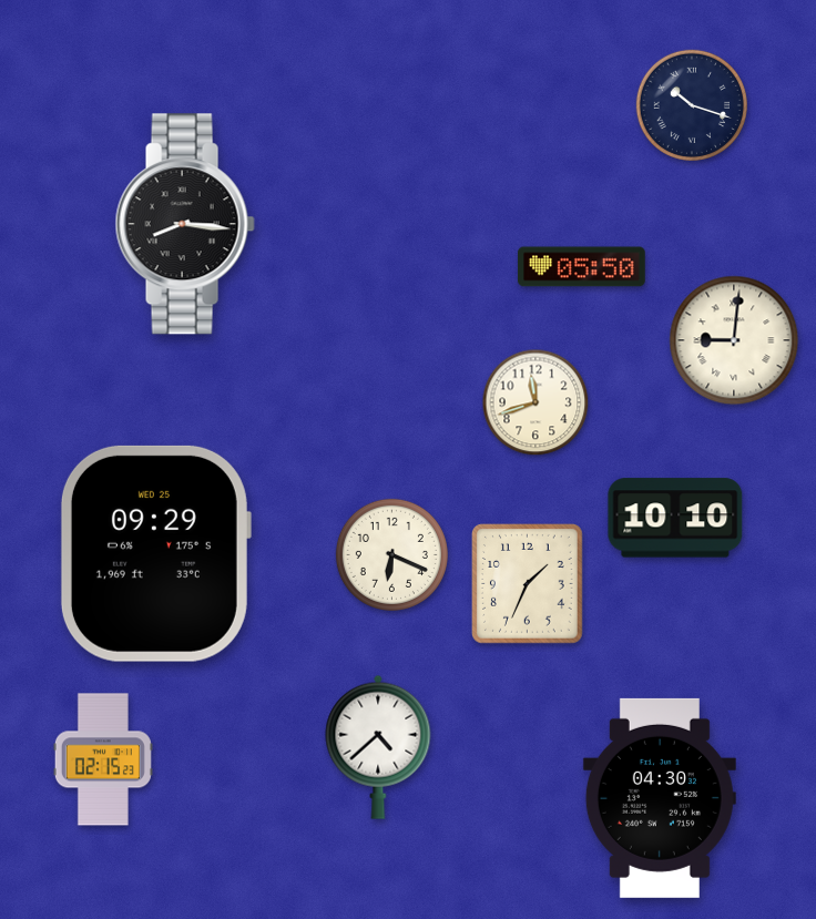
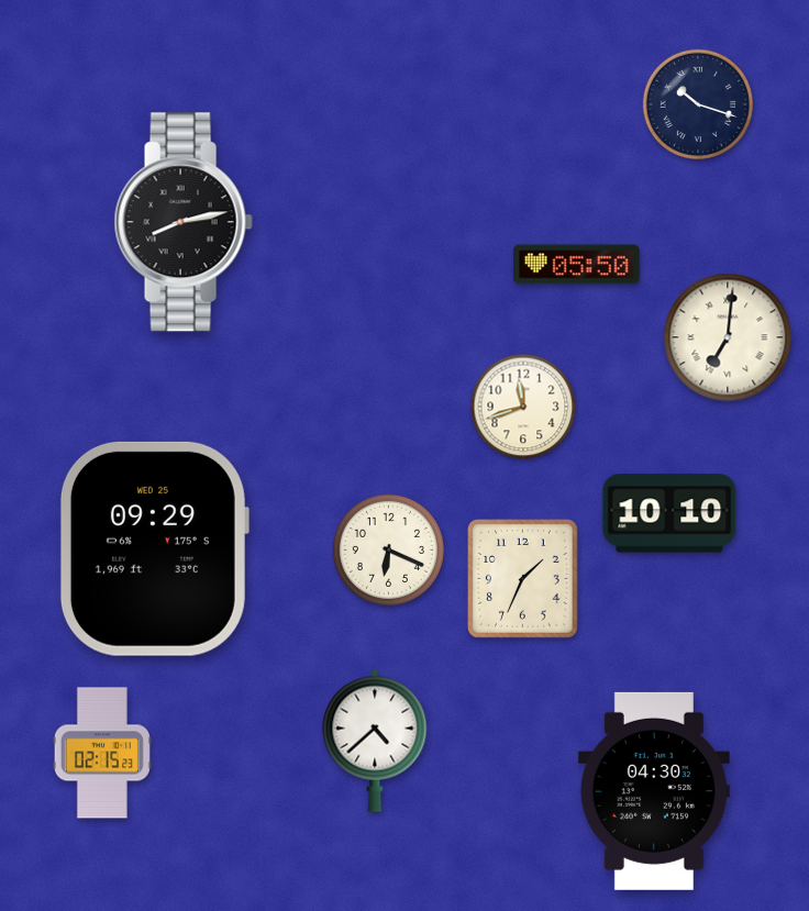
clock at (692, 105) position: (692, 105) -> (698, 104)
clock at (185, 224): 8:16 -> 8:13
clock at (734, 340): 9:01 -> 7:01
clock at (535, 402) position: (535, 402) -> (523, 407)
